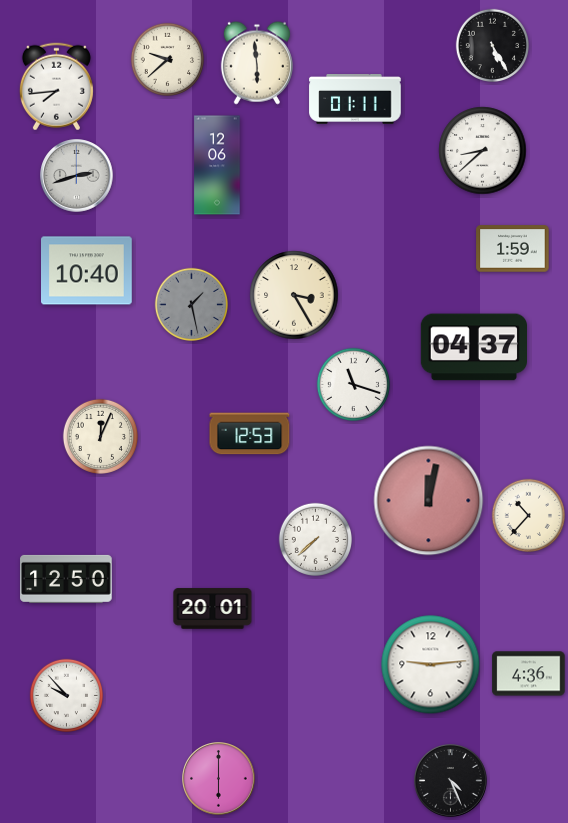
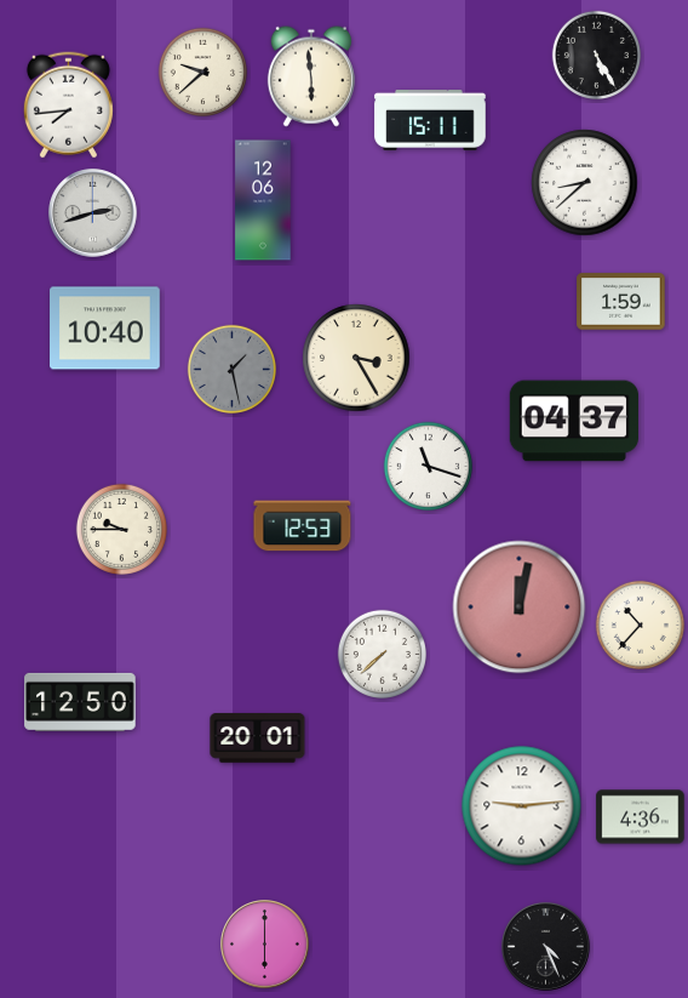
clock at (355, 100): 01:11 -> 15:11
clock at (100, 436): 12:04 -> 9:45
clock at (66, 695): 9:53 -> none
